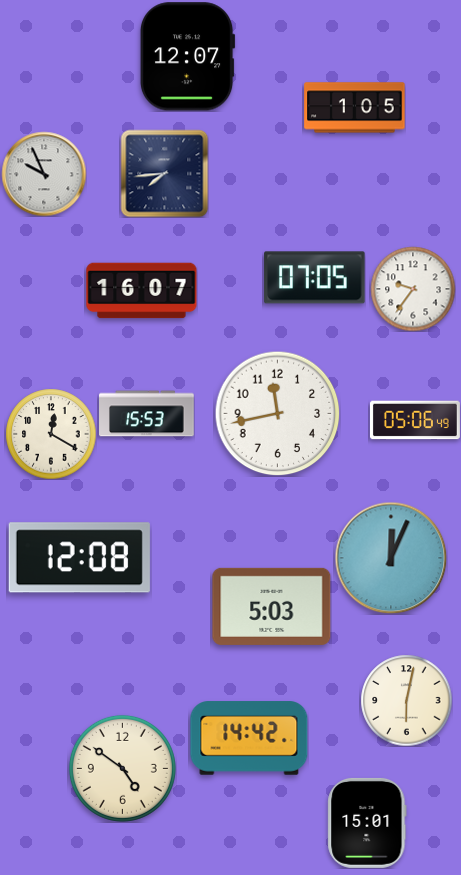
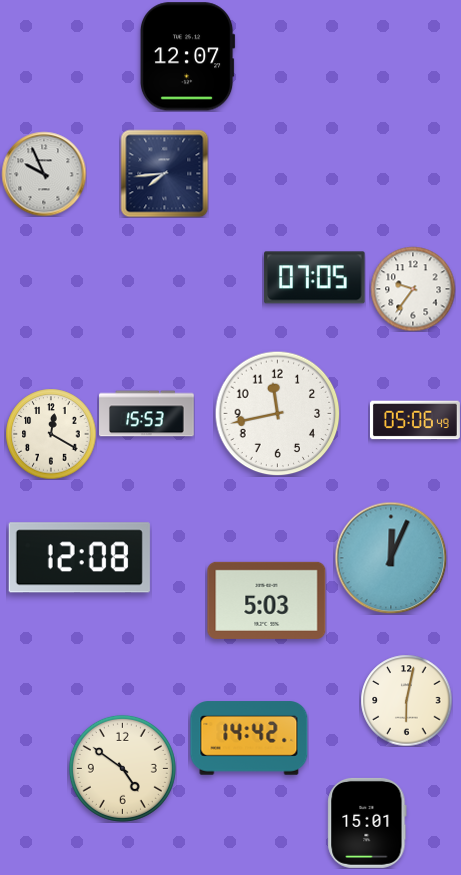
clock at (355, 108): 1:05 -> none
clock at (142, 291): 16:07 -> none
clock at (272, 606) position: (272, 606) -> (267, 600)
